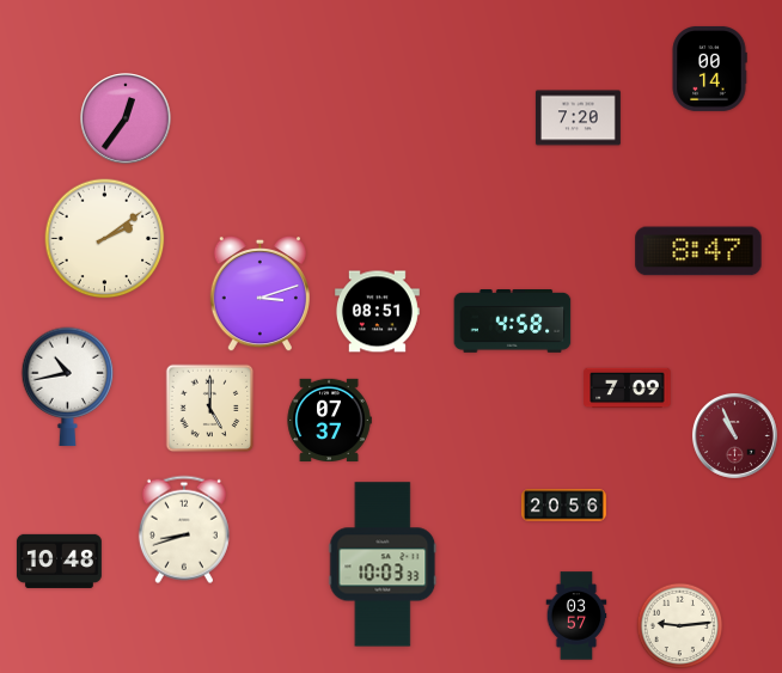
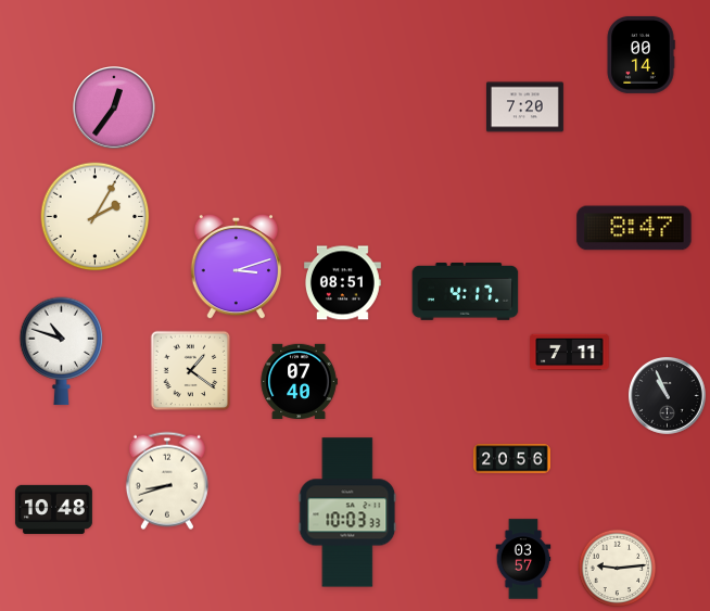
clock at (709, 68) position: (709, 68) -> (641, 54)
clock at (105, 239): 2:09 -> 2:05
clock at (513, 322): 4:58 -> 4:17
clock at (68, 387): 10:43 -> 10:48
clock at (628, 388): 7:09 -> 7:11
clock at (210, 409): 5:00 -> 1:21
clock at (329, 420): 07:37 -> 07:40
clock at (734, 435) dial: burgundy -> black
